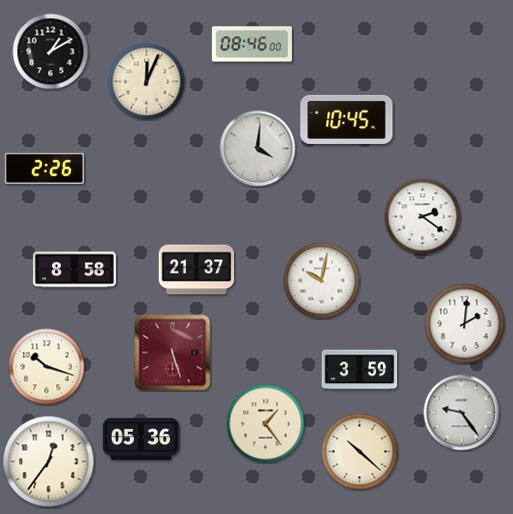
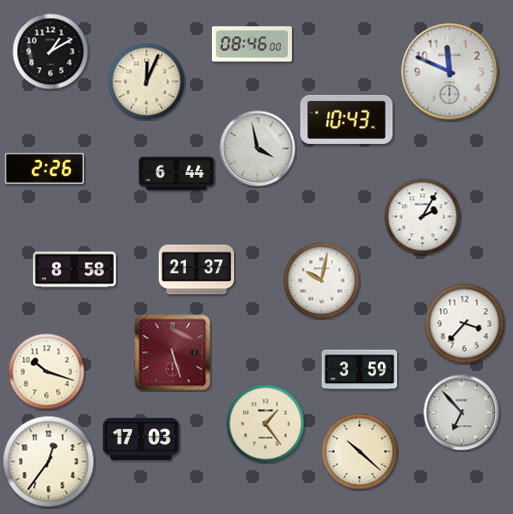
clock at (450, 72): none -> 11:49
clock at (347, 119): 10:45 -> 10:43
clock at (258, 149): 4:01 -> 3:58
clock at (177, 174): none -> 6:44
clock at (423, 217): 2:21 -> 2:05
clock at (465, 324): 2:01 -> 3:37
clock at (47, 367) position: (47, 367) -> (47, 372)
clock at (462, 413): 9:24 -> 6:53
clock at (141, 439): 05:36 -> 17:03
